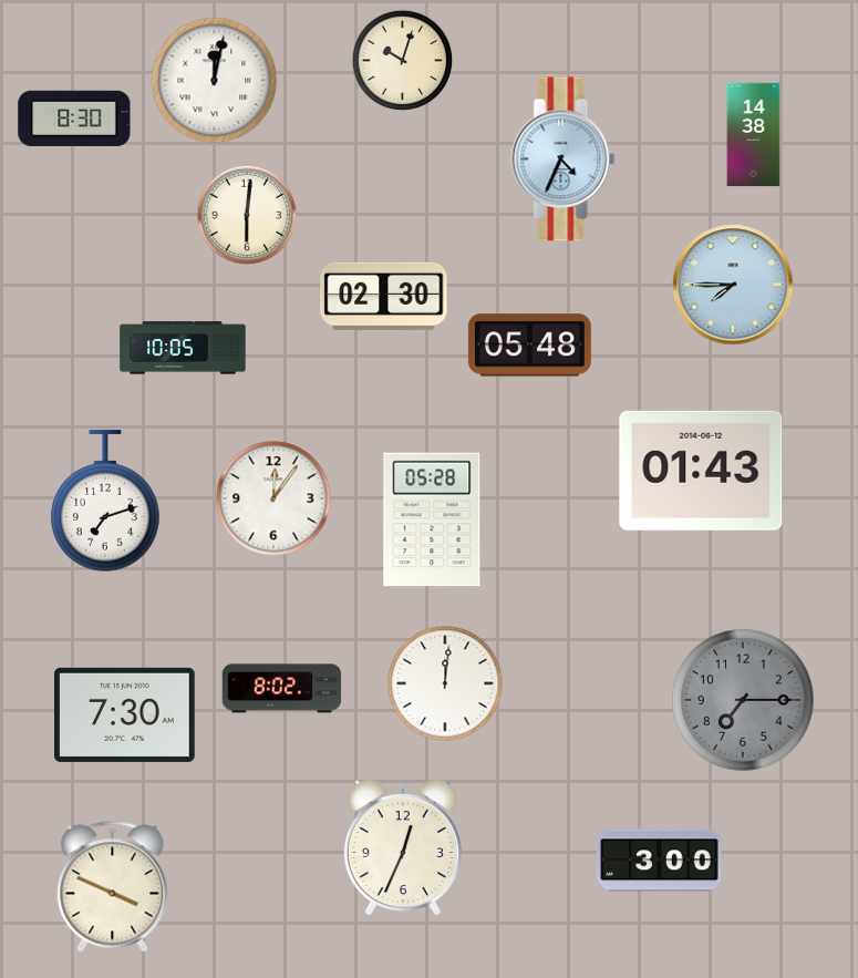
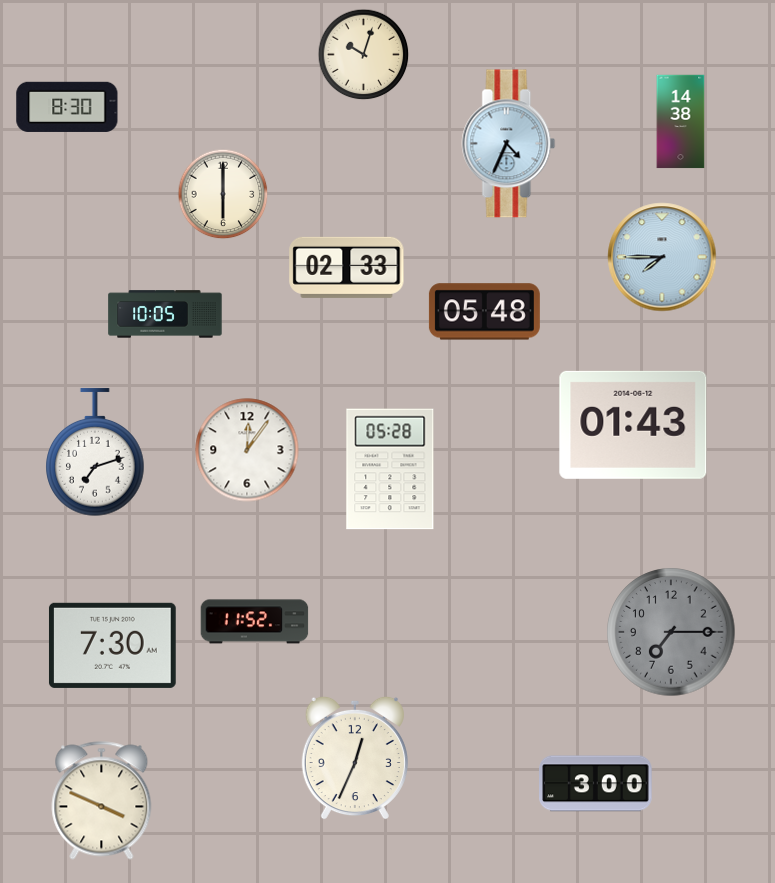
clock at (215, 81): 12:02 -> none
clock at (247, 215): 6:01 -> 6:00
clock at (384, 296): 02:30 -> 02:33
clock at (529, 346) position: (529, 346) -> (484, 312)
clock at (445, 683): 12:01 -> none
clock at (282, 689): 8:02 -> 11:52
clock at (403, 847) position: (403, 847) -> (355, 758)
clock at (660, 861) position: (660, 861) -> (596, 784)
